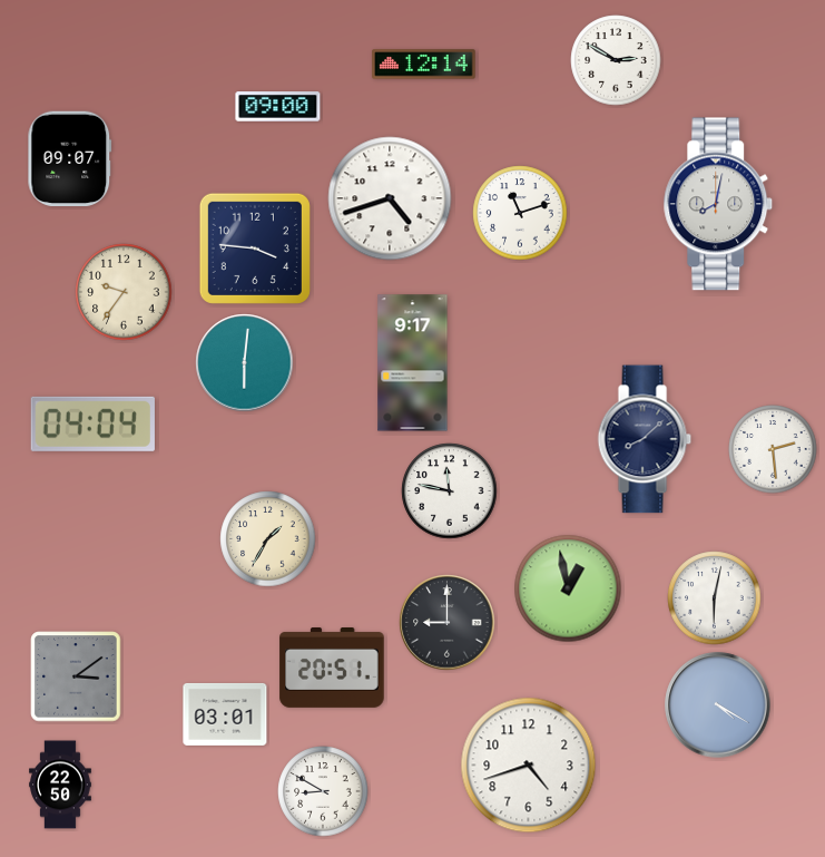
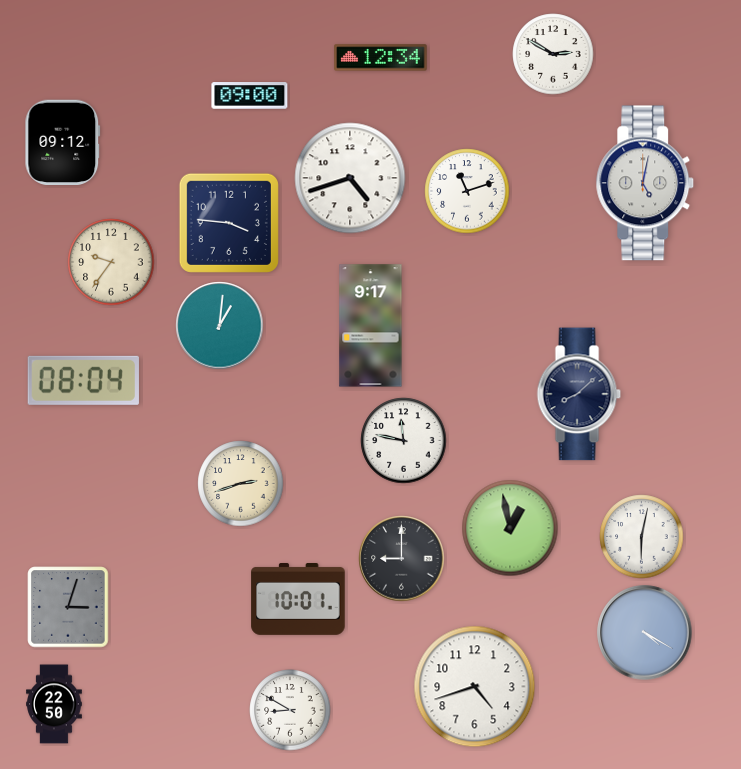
clock at (424, 65): 12:14 -> 12:34
clock at (70, 159): 09:07 -> 09:12
clock at (718, 204): 8:02 -> 5:02
clock at (245, 363): 6:01 -> 1:01
clock at (92, 423): 04:04 -> 08:04
clock at (773, 449): 2:29 -> none
clock at (268, 539): 1:35 -> 2:42
clock at (332, 669): 20:51 -> 10:01
clock at (76, 676): 3:09 -> 3:03
clock at (225, 714): 03:01 -> none
